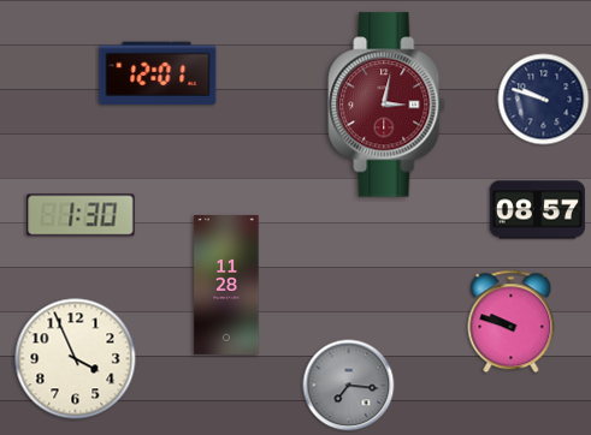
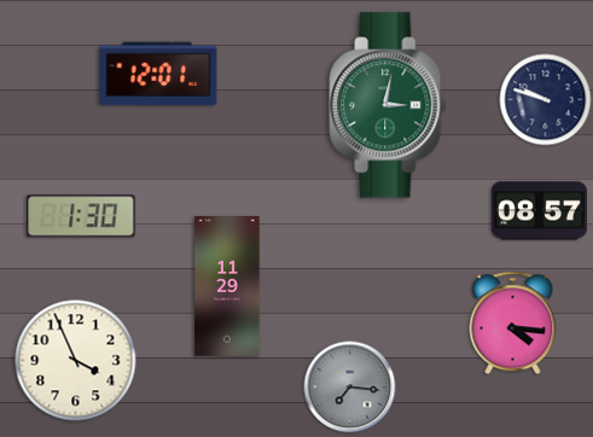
clock at (386, 105) dial: burgundy -> green
clock at (226, 286): 11:28 -> 11:29
clock at (512, 322): 9:48 -> 4:16
